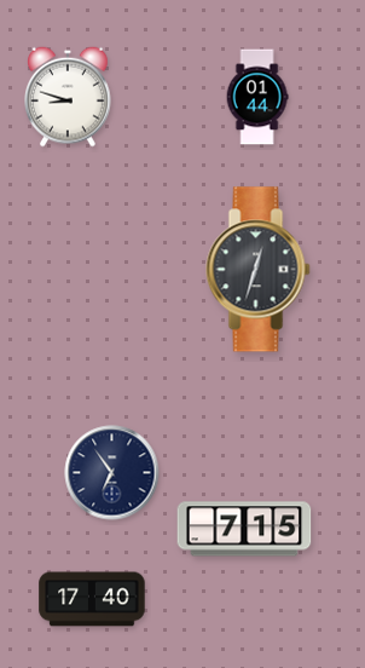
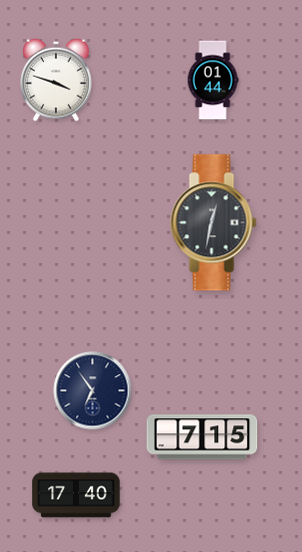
clock at (69, 97): 8:48 -> 3:48
clock at (259, 270): 12:33 -> 12:32
